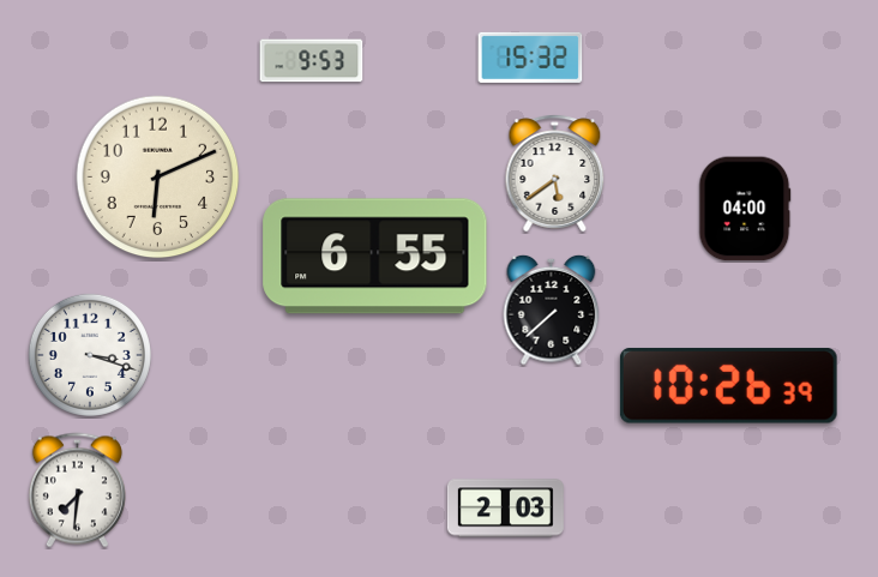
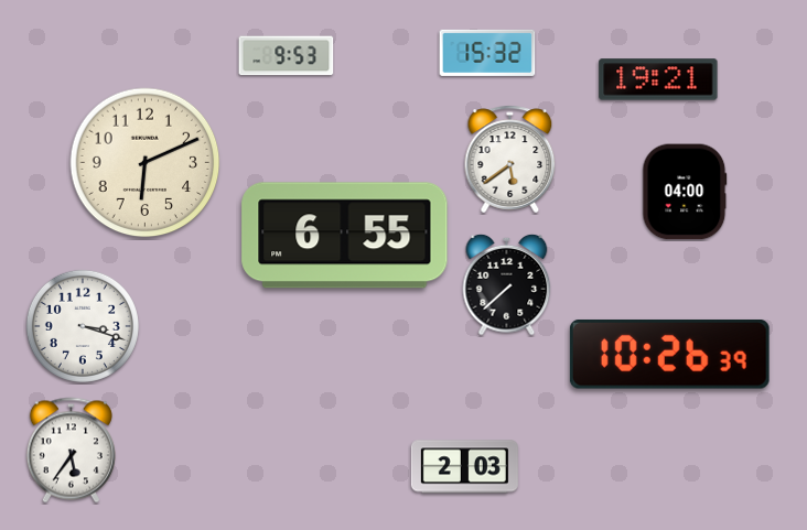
clock at (658, 79): none -> 19:21
clock at (77, 491): 7:31 -> 5:36
